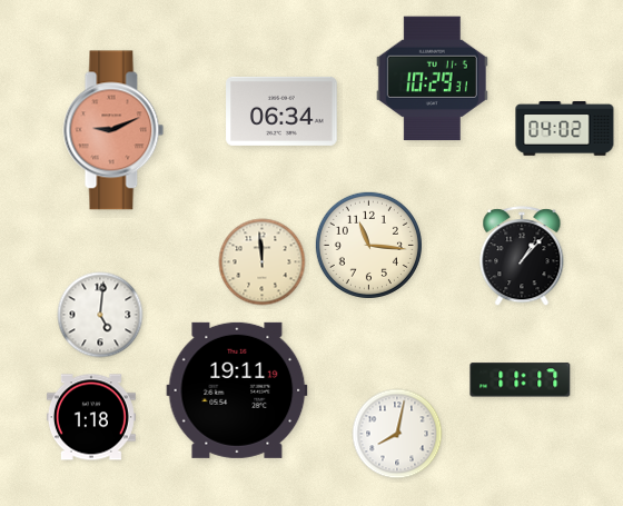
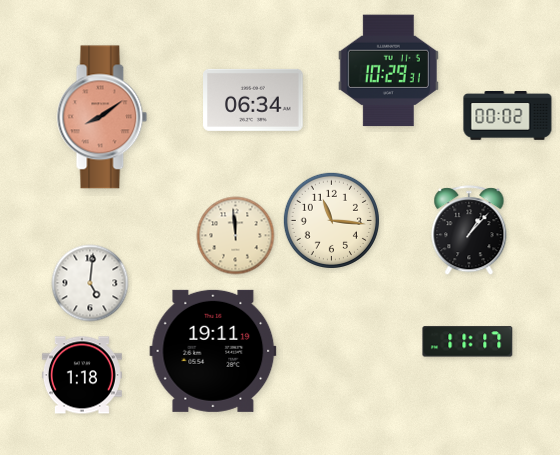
clock at (565, 129): 04:02 -> 00:02
clock at (113, 130): 9:11 -> 8:09
clock at (397, 434): 8:02 -> none
